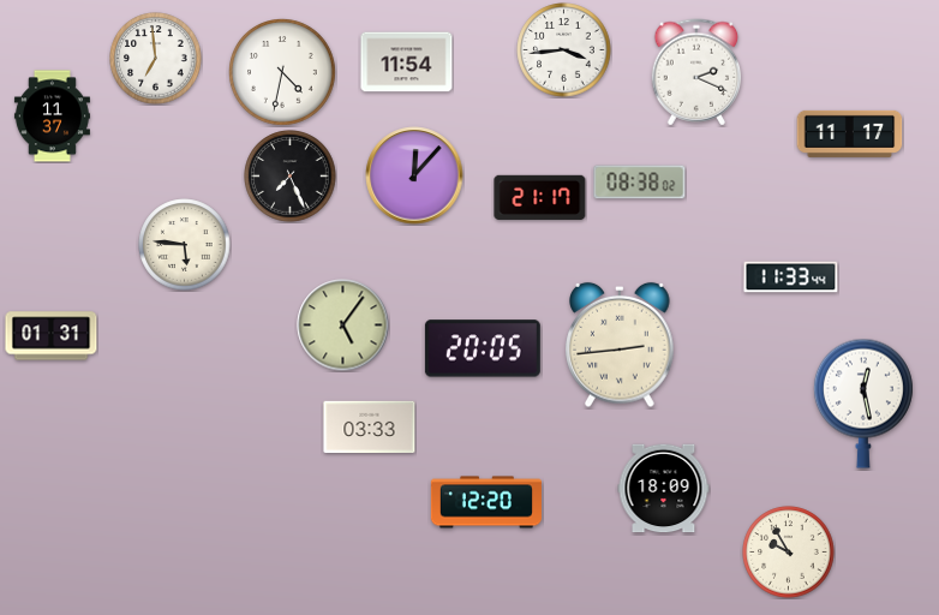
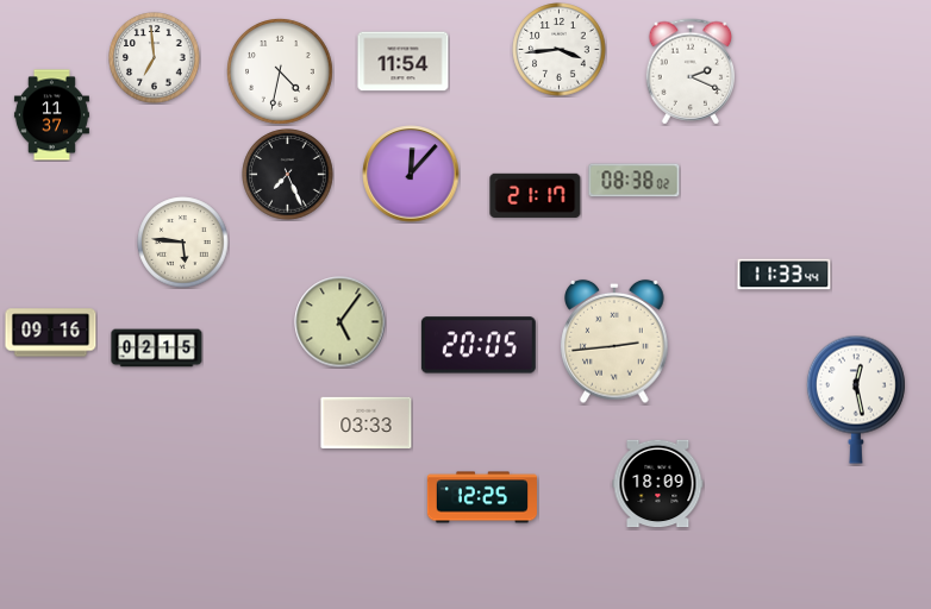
clock at (850, 133): 11:17 -> none
clock at (52, 336): 01:31 -> 09:16
clock at (157, 349): none -> 02:15
clock at (486, 502): 12:20 -> 12:25
clock at (789, 553): 9:55 -> none
